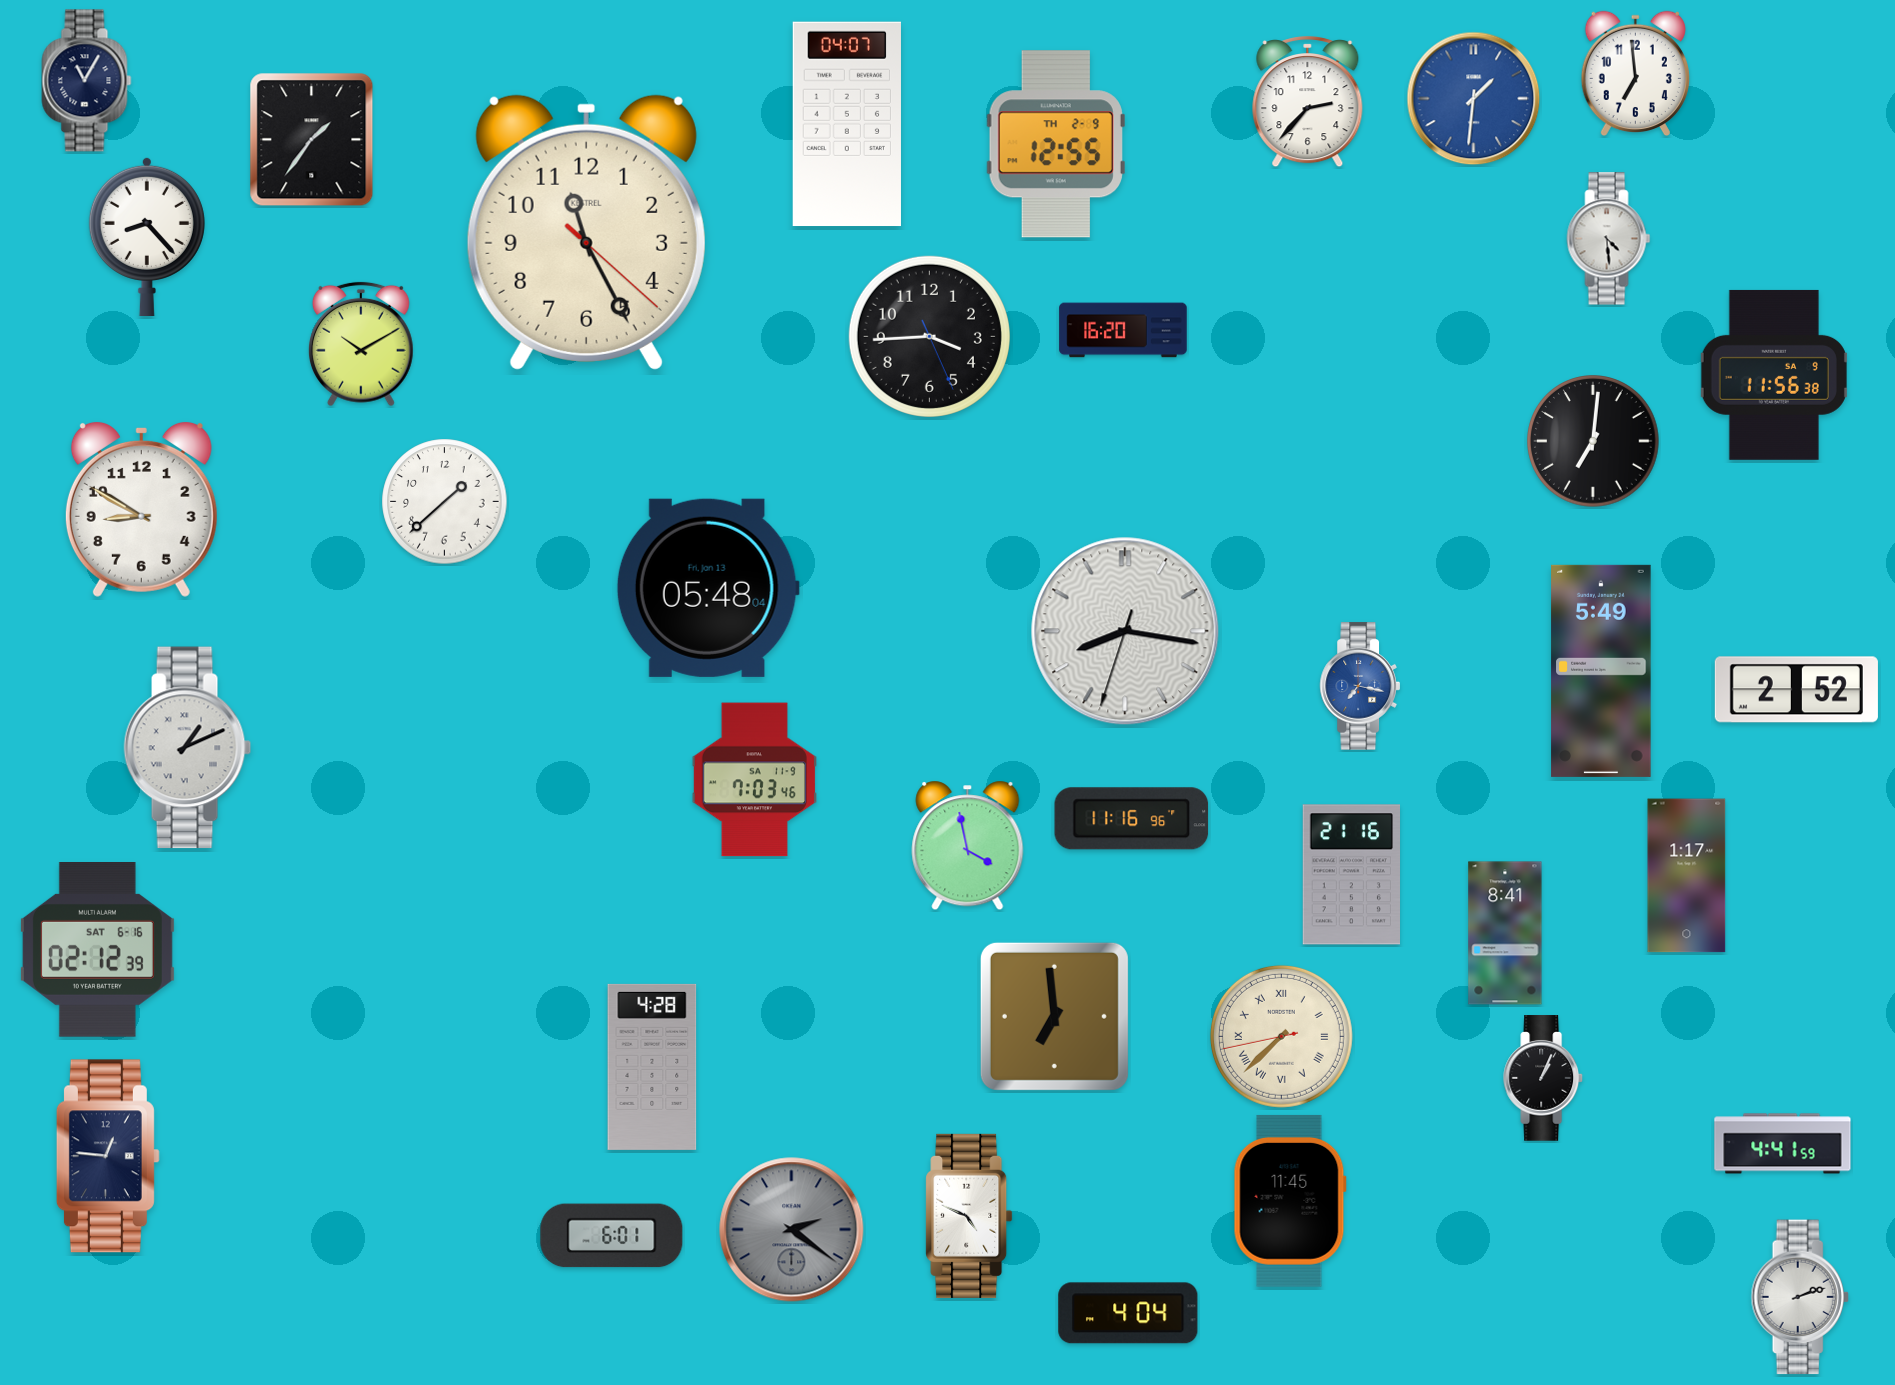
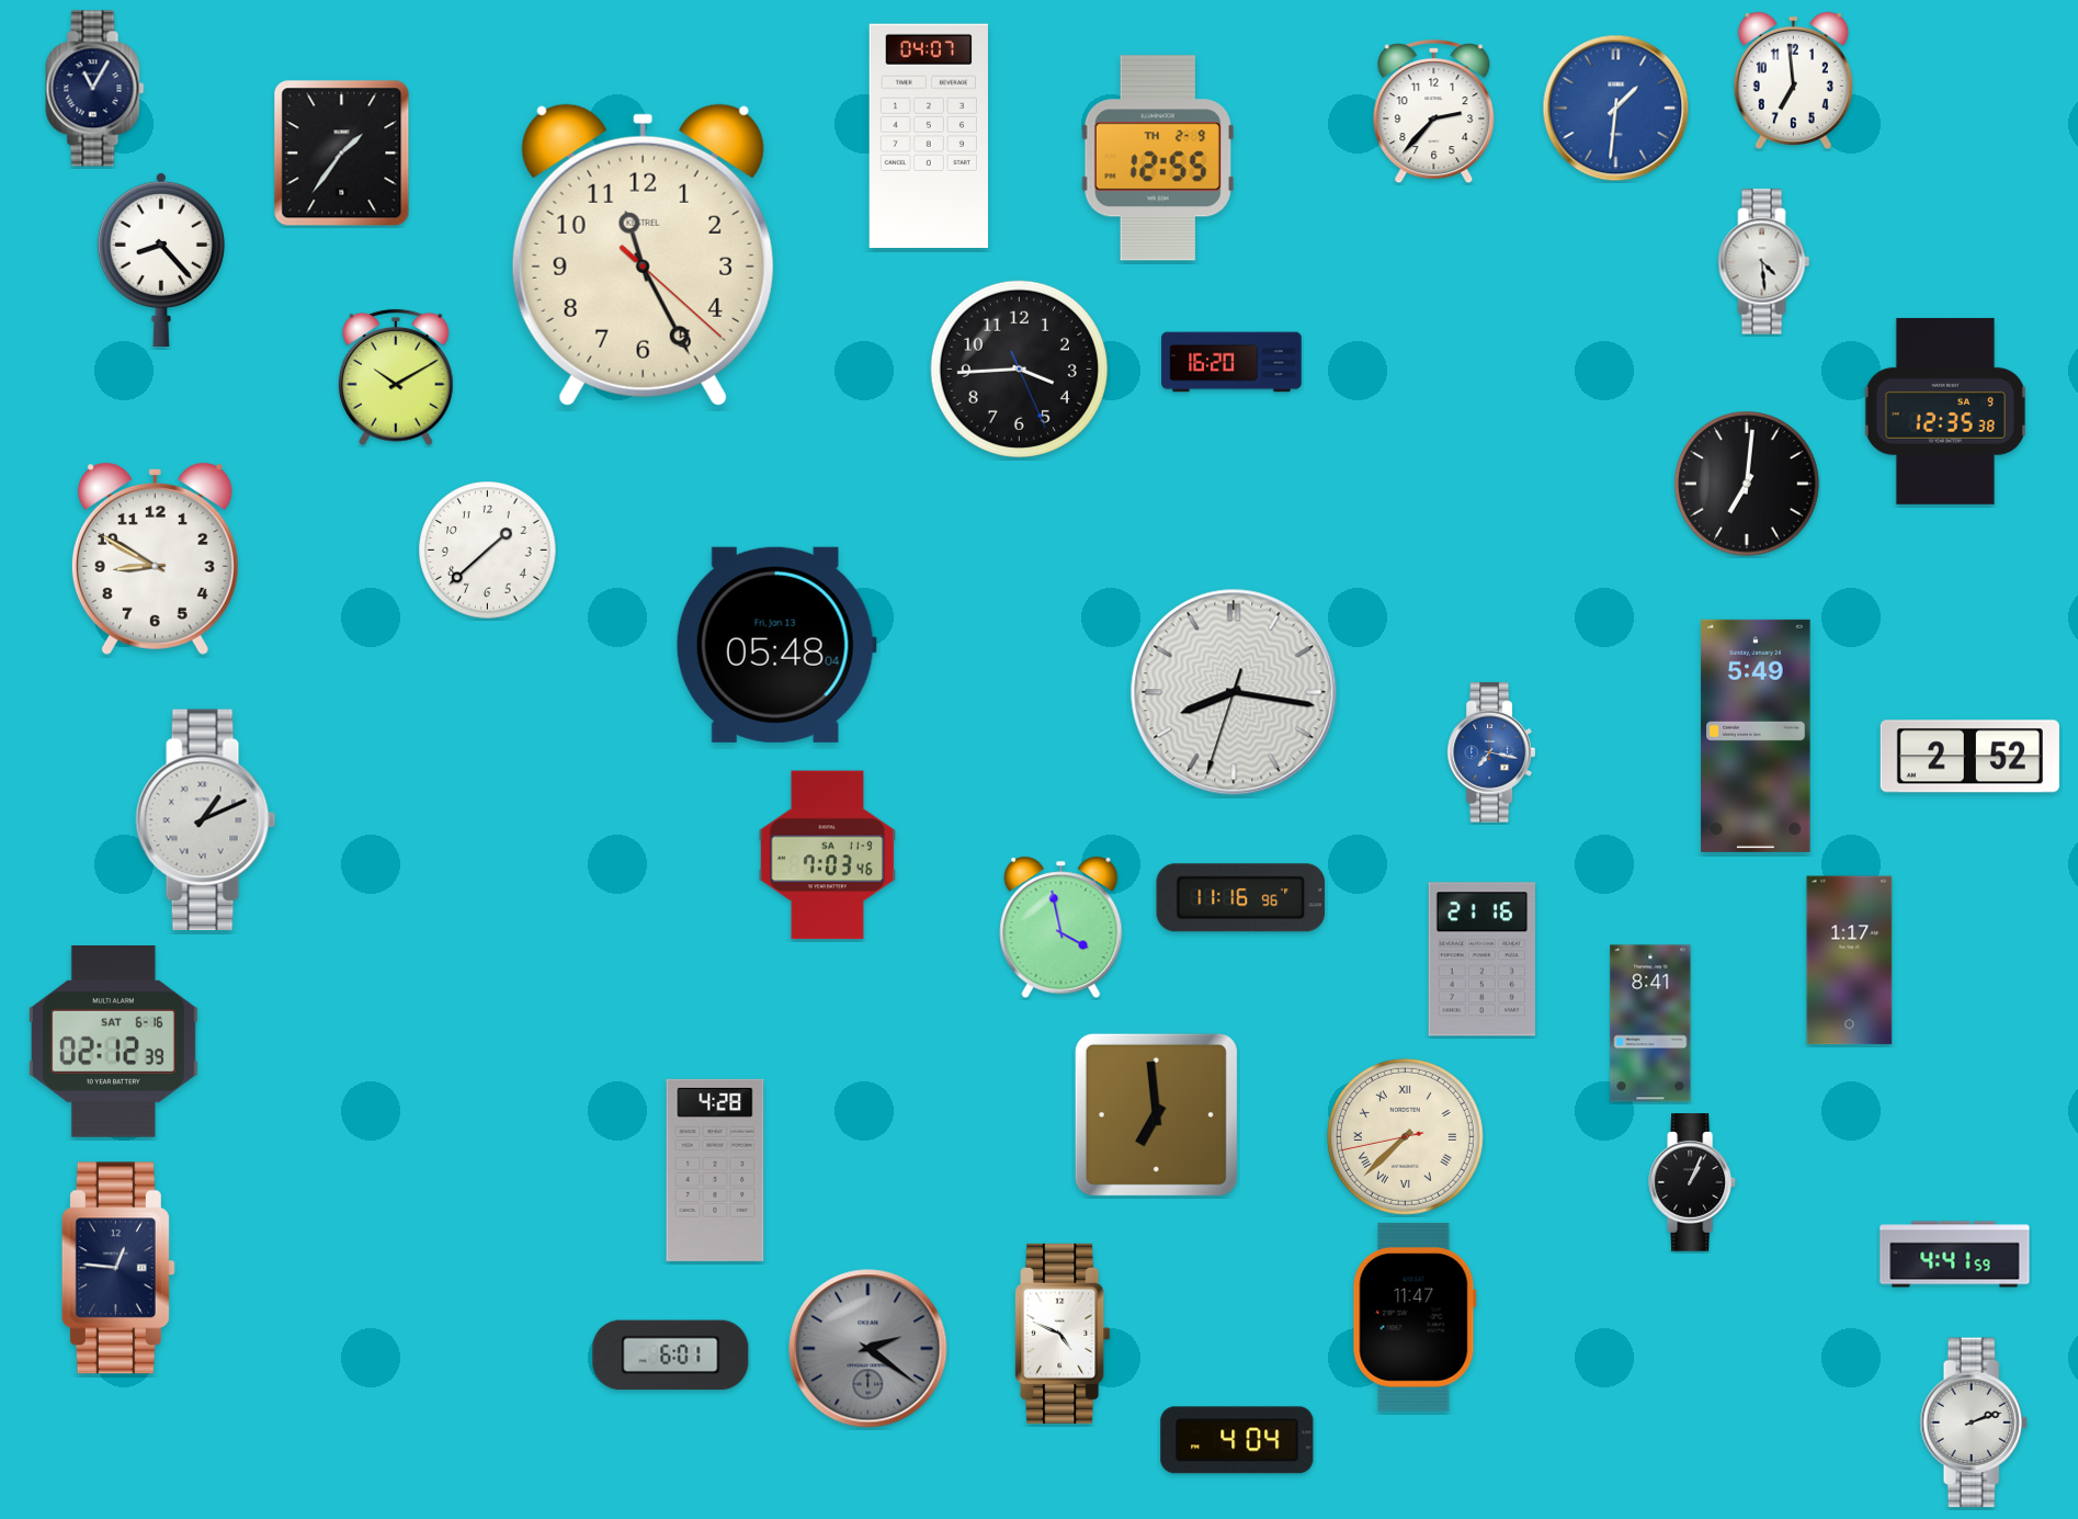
clock at (1774, 375): 11:56 -> 12:35
clock at (97, 950) position: (97, 950) -> (113, 1042)
clock at (1290, 1201): 11:45 -> 11:47
